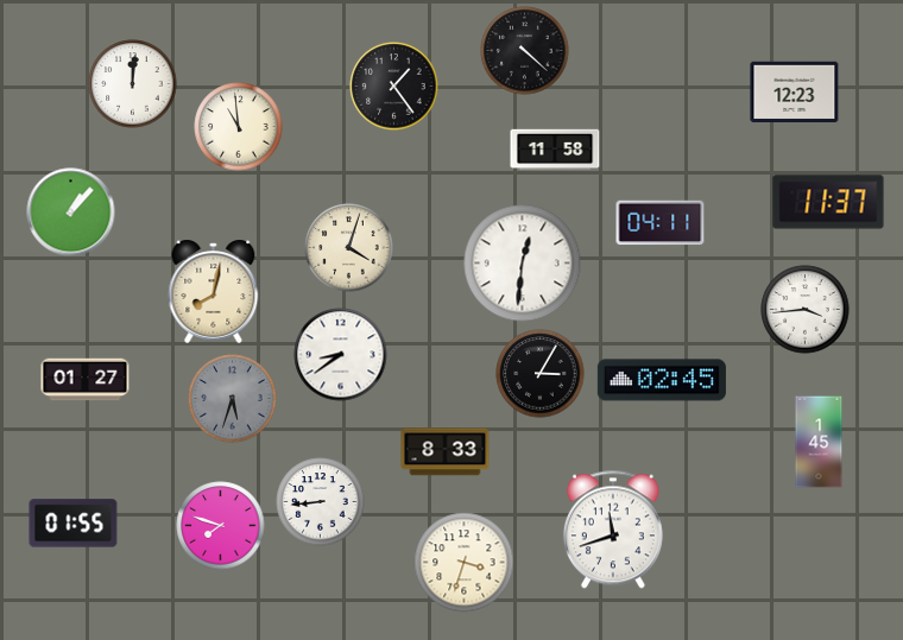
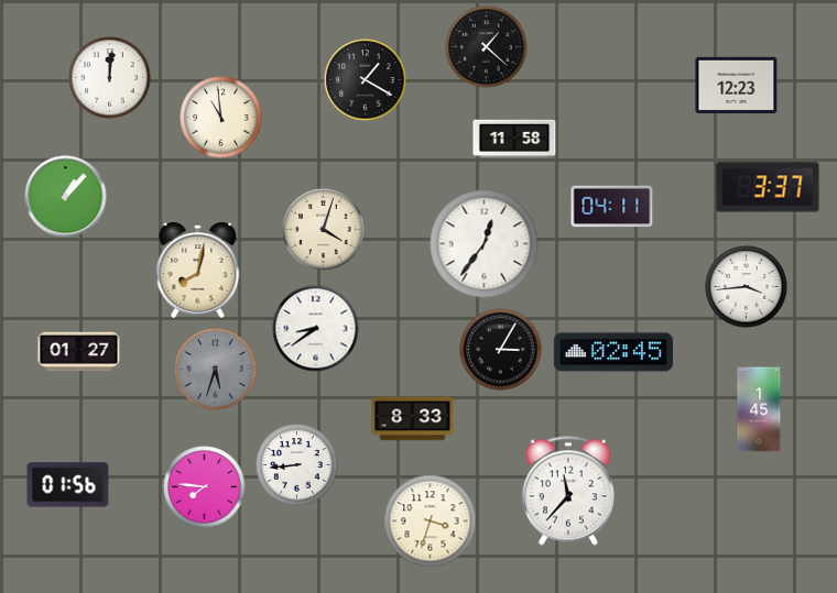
clock at (525, 51): 4:22 -> 1:22
clock at (133, 84) position: (133, 84) -> (110, 78)
clock at (394, 87): 1:24 -> 1:20
clock at (828, 202): 11:37 -> 3:37
clock at (523, 264): 12:31 -> 12:36
clock at (541, 374) position: (541, 374) -> (501, 350)
clock at (74, 524): 01:55 -> 01:56
clock at (221, 526): 7:48 -> 7:46
clock at (613, 530): 11:42 -> 11:37
